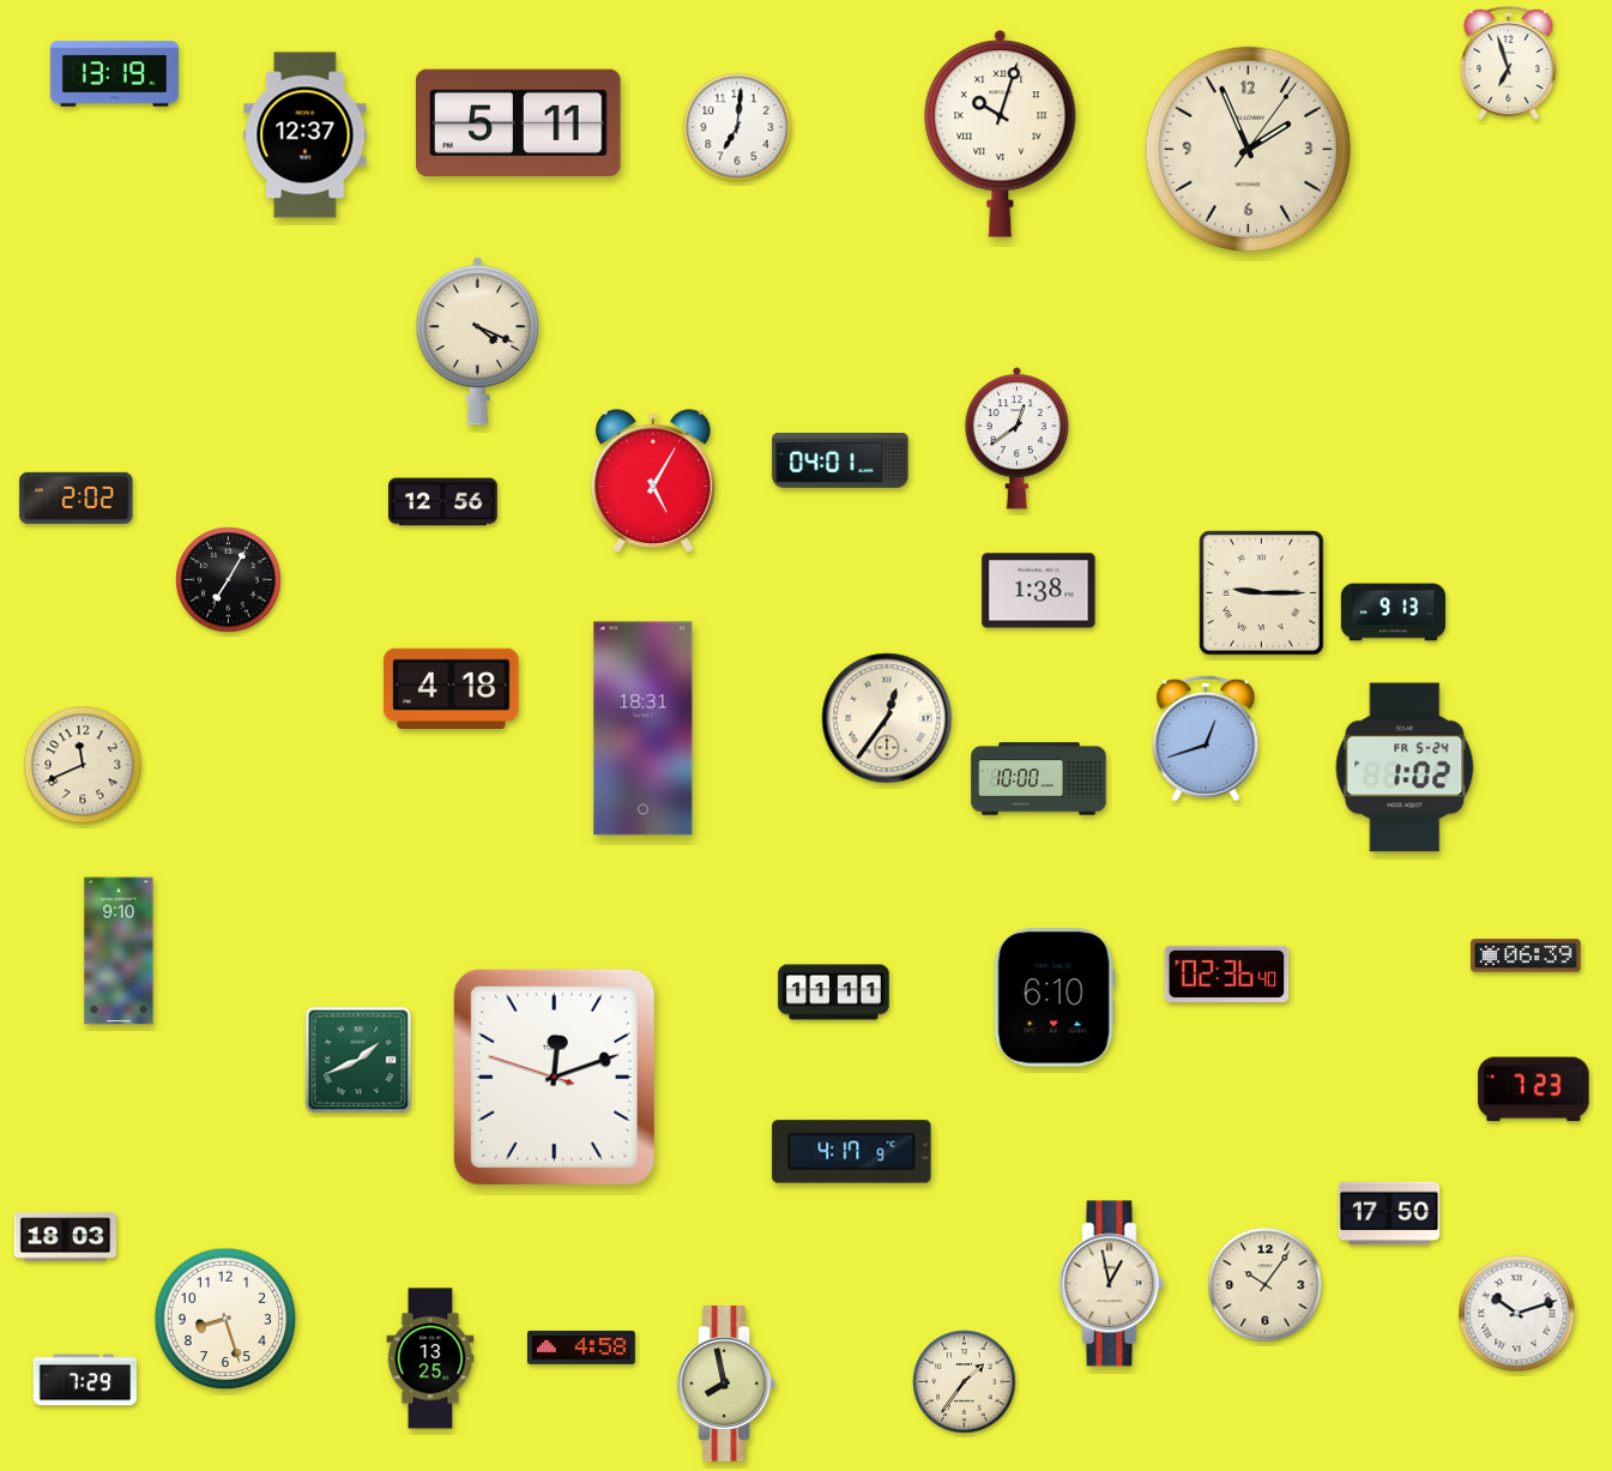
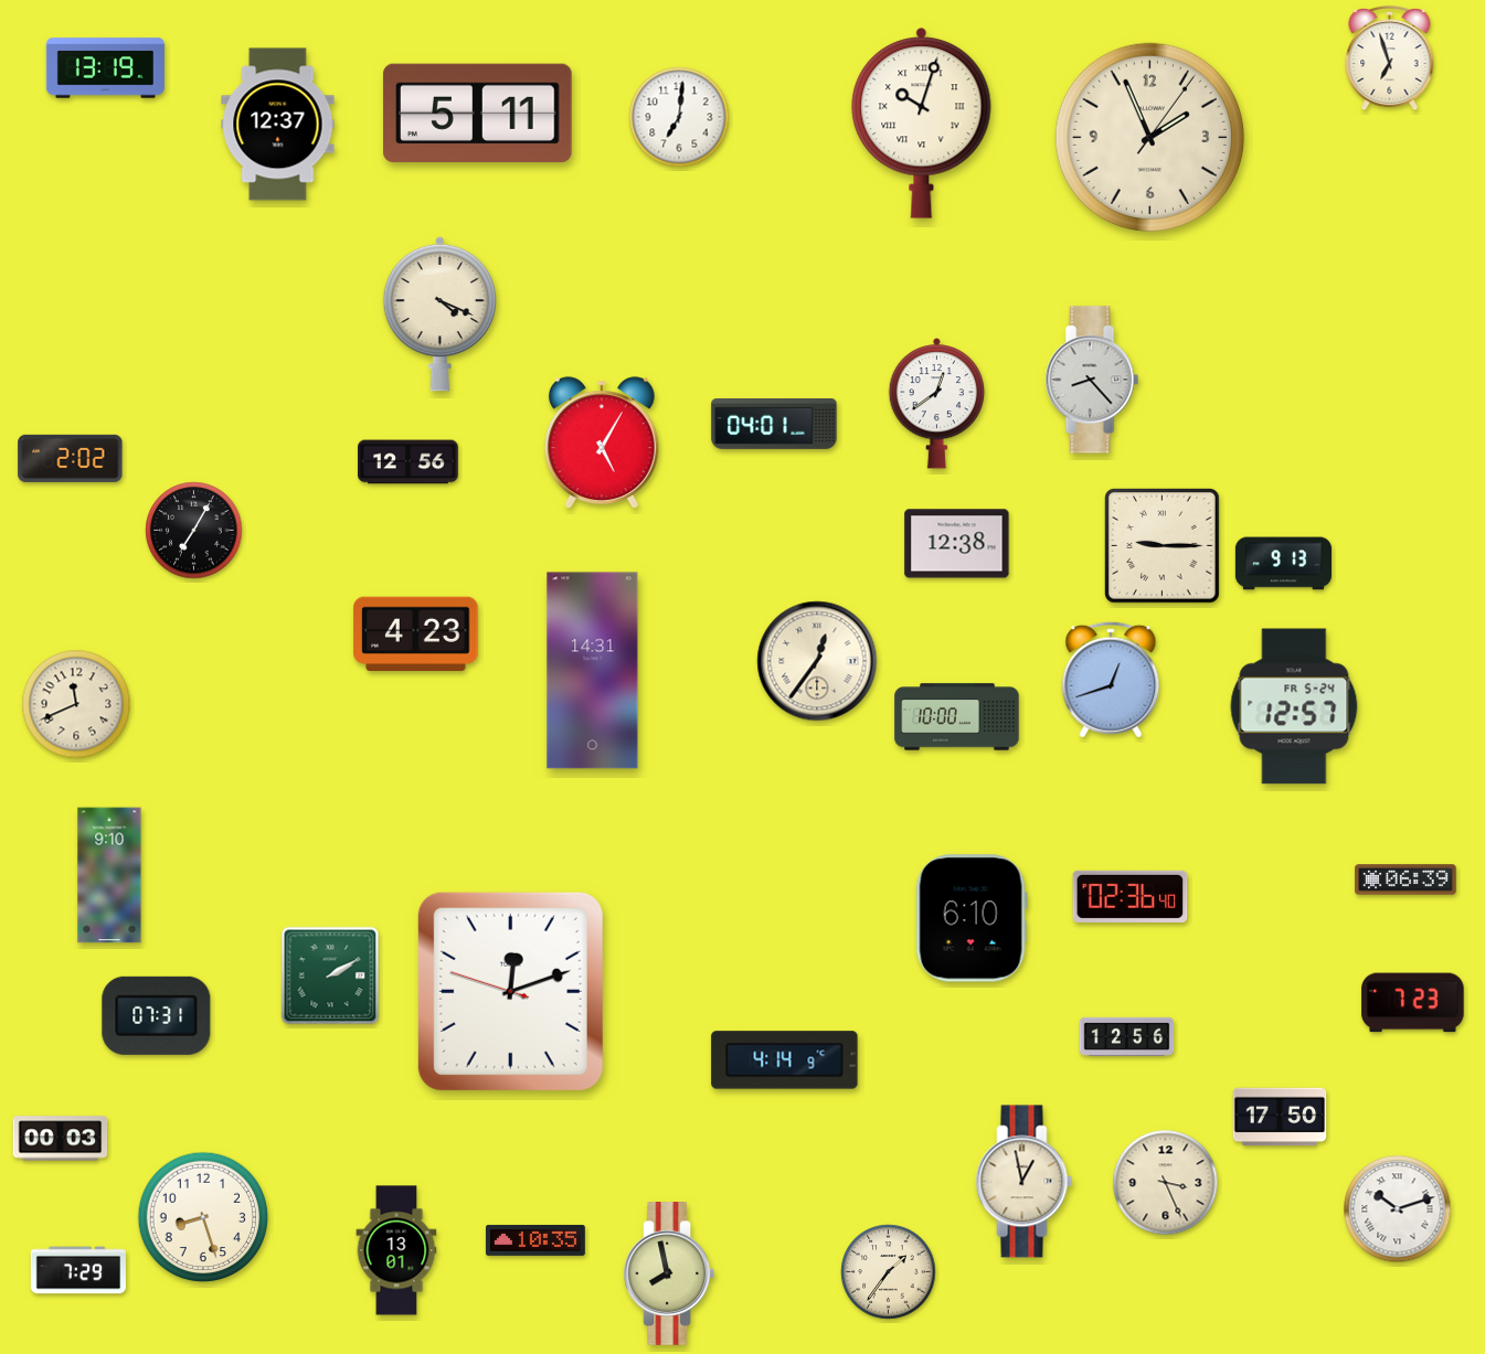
clock at (306, 135) position: (306, 135) -> (278, 125)
clock at (1092, 380): none -> 8:23
clock at (229, 580) position: (229, 580) -> (194, 531)
clock at (1039, 591): 1:38 -> 12:38
clock at (452, 689): 4:18 -> 4:23
clock at (644, 729): 18:31 -> 14:31
clock at (1405, 767): 1:02 -> 12:57
clock at (834, 993): 11:11 -> none
clock at (358, 1060): 1:41 -> 2:10
clock at (157, 1015): none -> 07:31
clock at (1127, 1036): none -> 12:56
clock at (852, 1152): 4:17 -> 4:14
clock at (66, 1237): 18:03 -> 00:03
clock at (1266, 1285): 10:06 -> 3:26
clock at (225, 1319) position: (225, 1319) -> (203, 1217)
clock at (581, 1348): 4:58 -> 10:35
clock at (430, 1358): 13:25 -> 13:01
